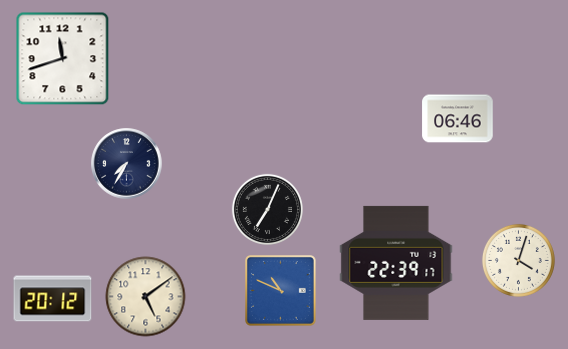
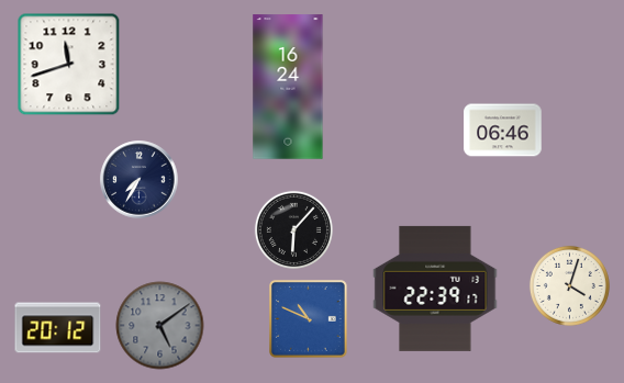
clock at (288, 87): none -> 16:24
clock at (267, 209): 7:04 -> 6:07
clock at (146, 297) dial: cream -> grey
